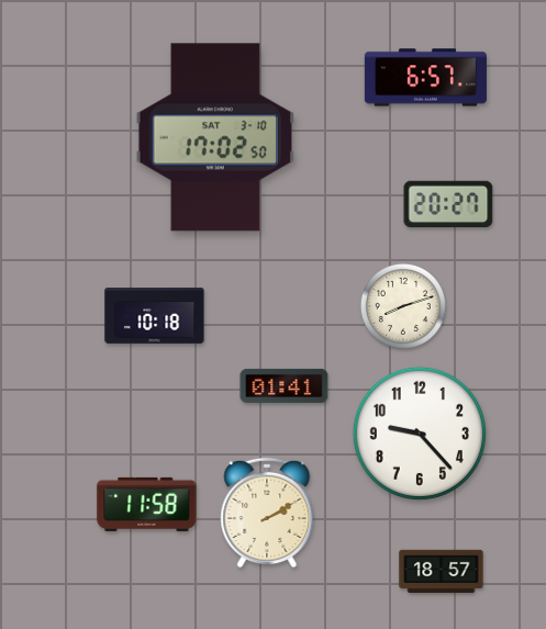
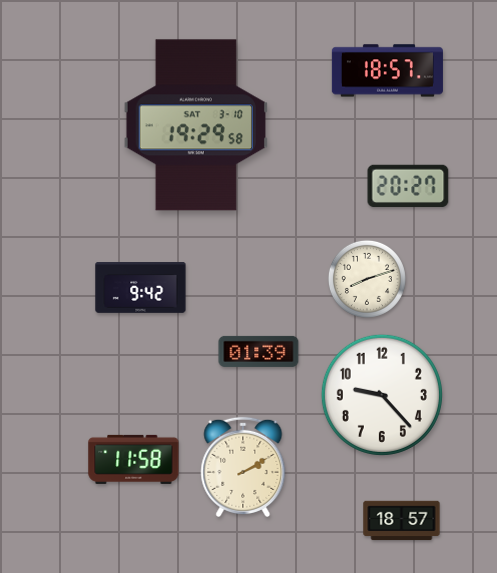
clock at (425, 78): 6:57 -> 18:57
clock at (215, 137): 17:02 -> 19:29
clock at (155, 316): 10:18 -> 9:42
clock at (285, 385): 01:41 -> 01:39
